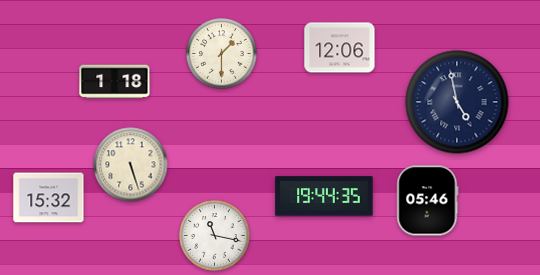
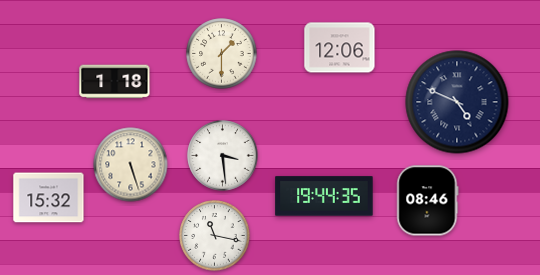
clock at (457, 102): 4:58 -> 4:49
clock at (223, 156): none -> 3:29
clock at (428, 201): 05:46 -> 08:46
